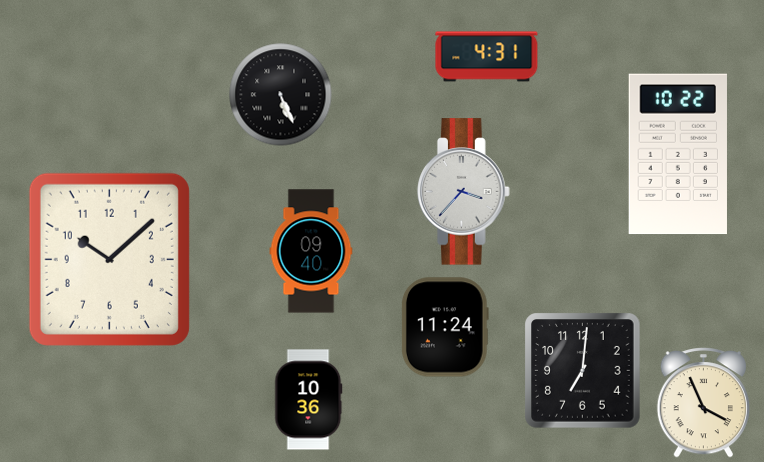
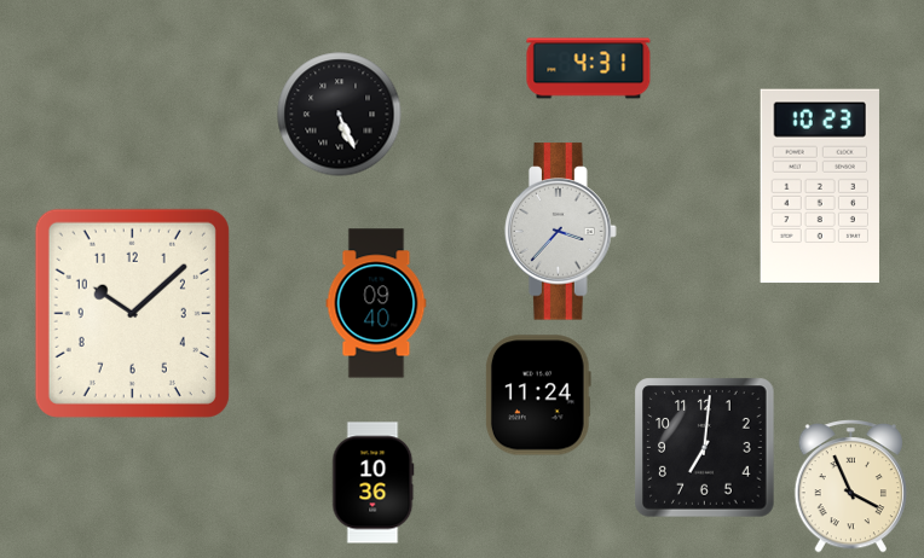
clock at (678, 154): 10:22 -> 10:23
